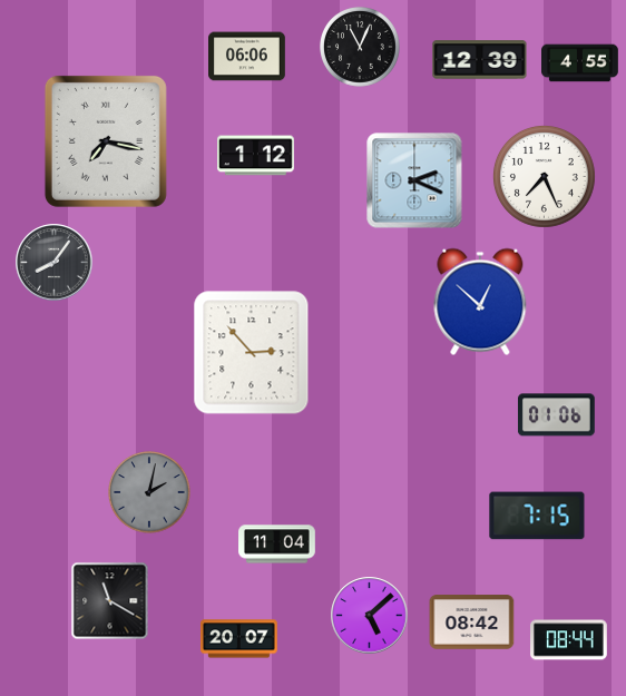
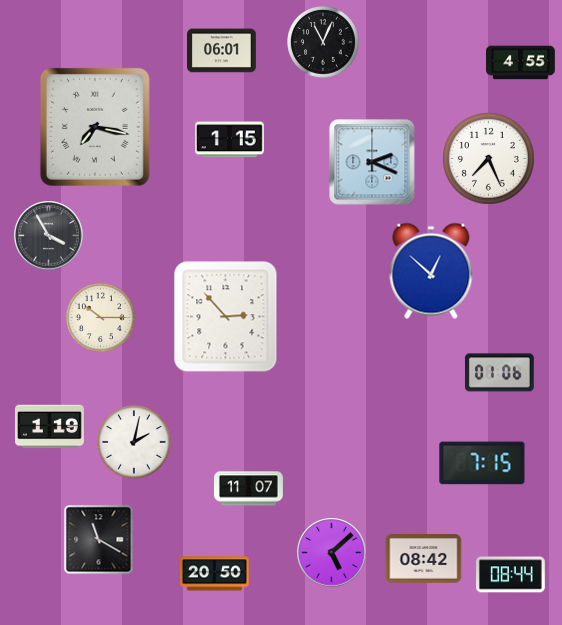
clock at (247, 57): 06:06 -> 06:01
clock at (480, 60): 12:39 -> none
clock at (580, 63) position: (580, 63) -> (521, 63)
clock at (256, 156): 1:12 -> 1:15
clock at (55, 263): 8:06 -> 3:55
clock at (100, 317): none -> 10:15
clock at (50, 427): none -> 1:19
clock at (149, 492) dial: grey -> white
clock at (277, 545): 11:04 -> 11:07
clock at (239, 639): 20:07 -> 20:50
